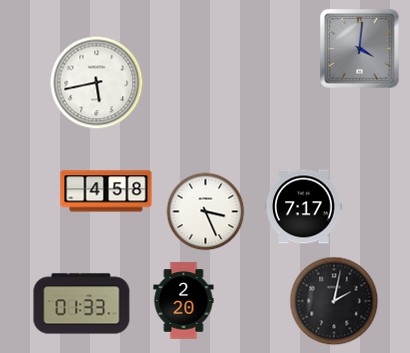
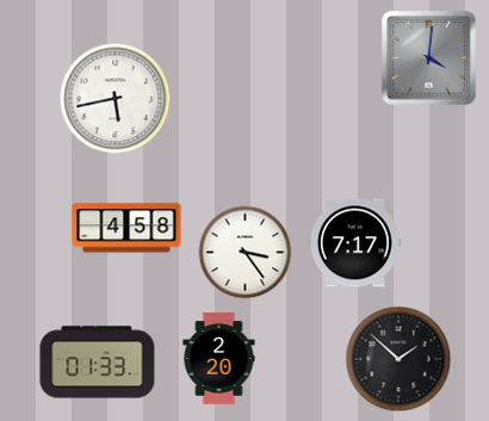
clock at (304, 207) position: (304, 207) -> (355, 243)
clock at (205, 211): 3:26 -> 3:24
clock at (334, 301): 2:02 -> 1:52
